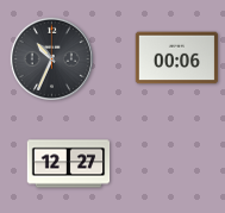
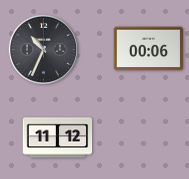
clock at (69, 164): 12:27 -> 11:12
